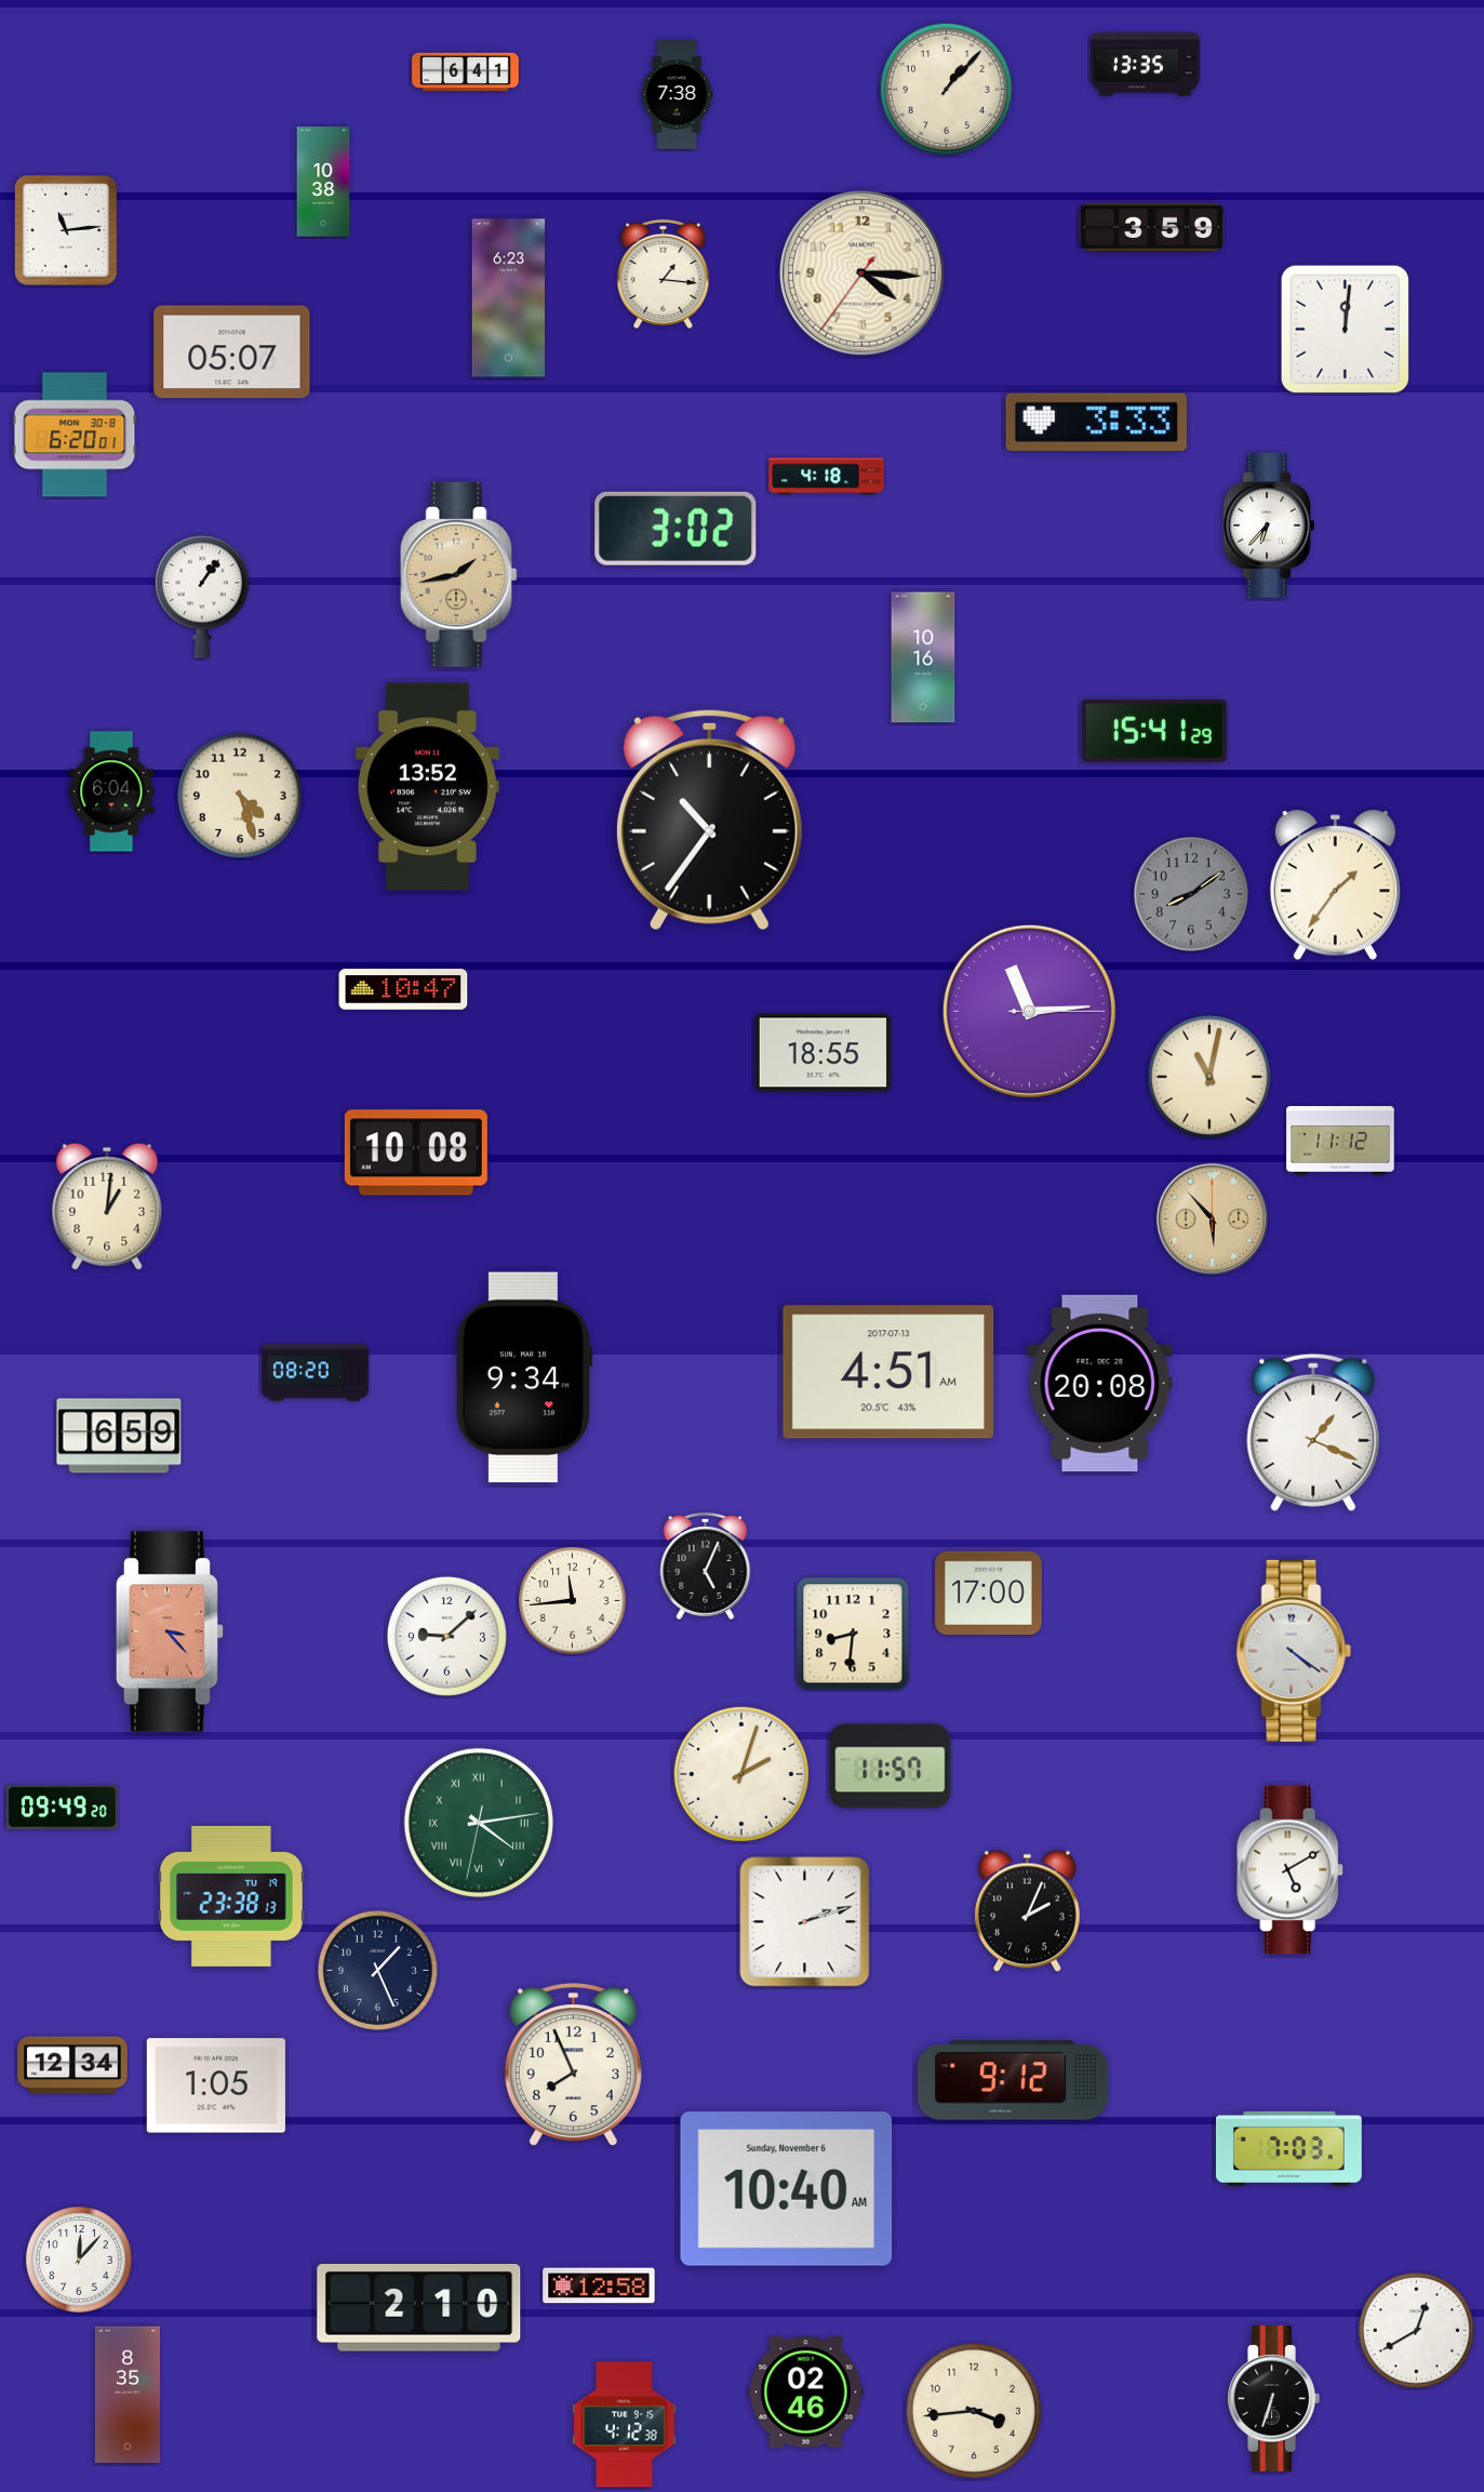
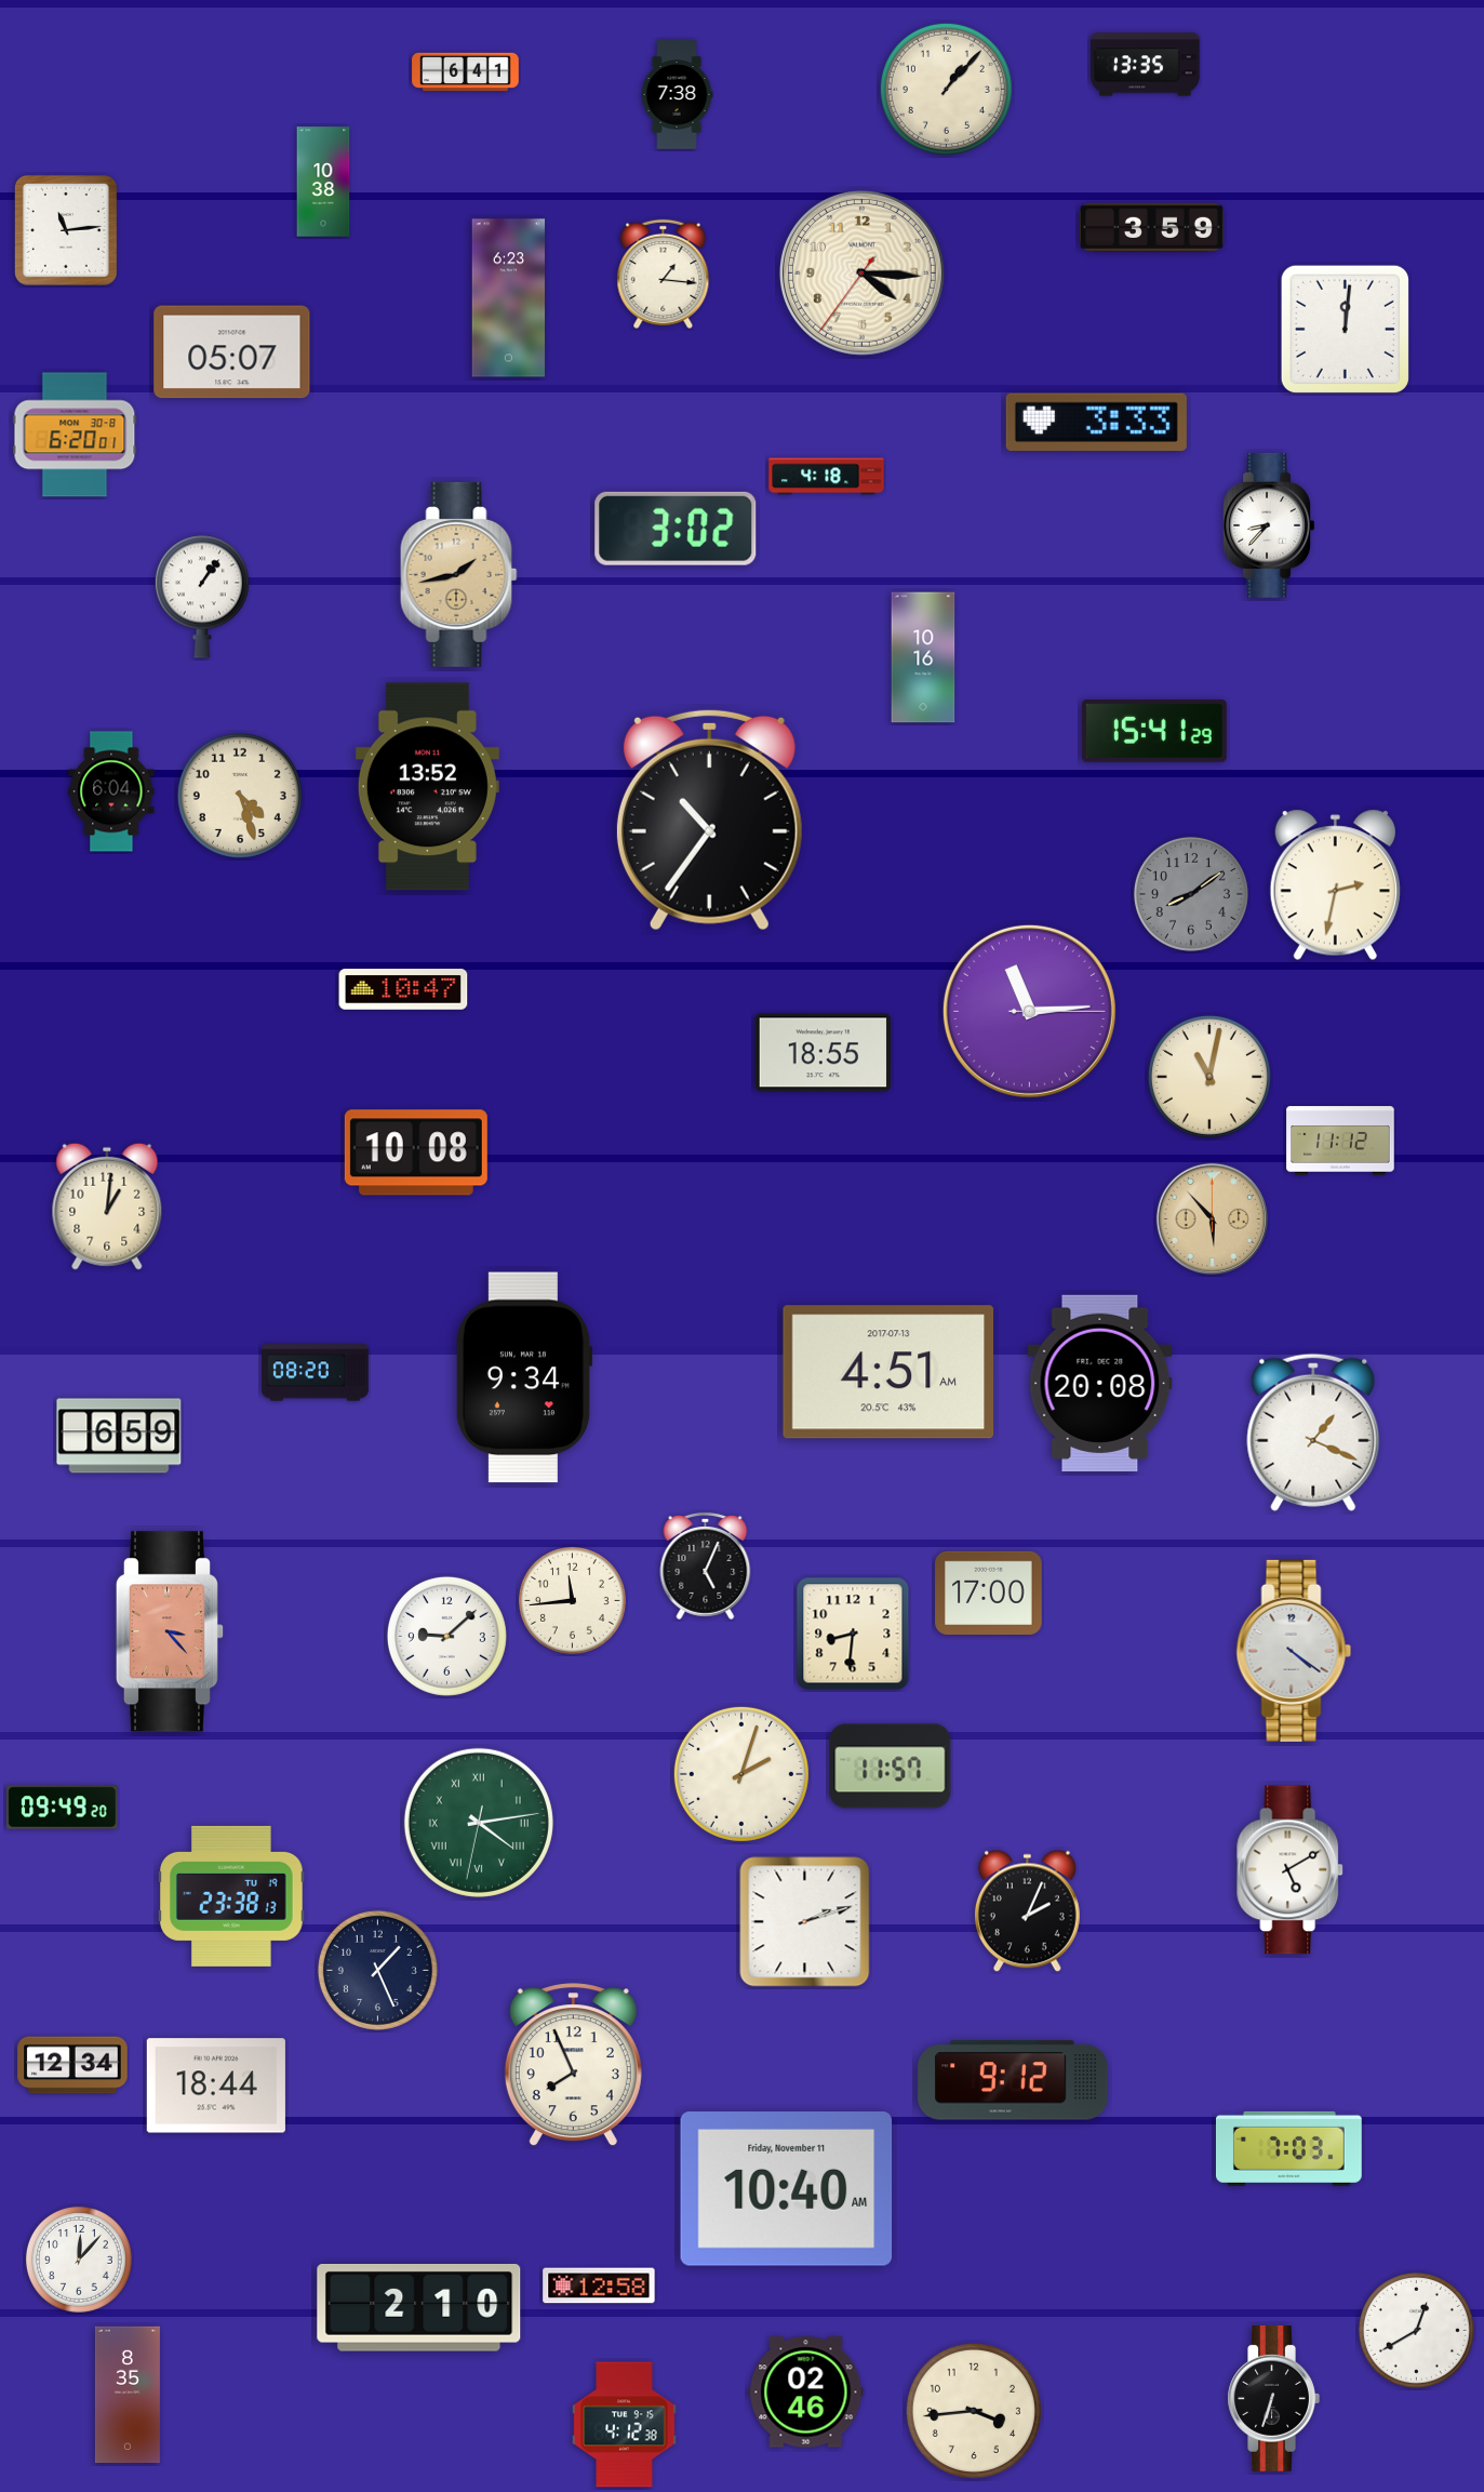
clock at (1269, 525): 6:37 -> 8:37
clock at (1335, 885): 1:36 -> 2:32
clock at (216, 2085): 1:05 -> 18:44
clock at (787, 2189) date: Sunday, November 6 -> Friday, November 11
